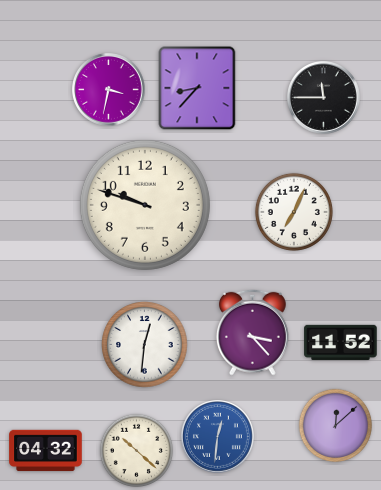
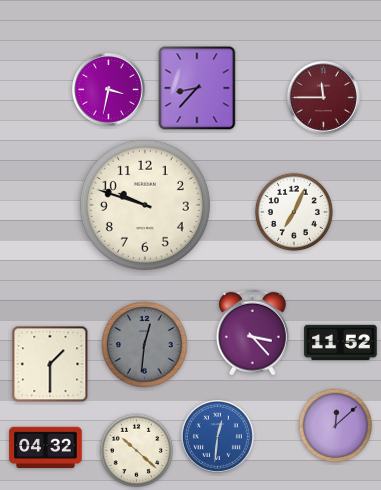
clock at (324, 98) dial: black -> burgundy
clock at (145, 345) dial: white -> grey
clock at (50, 364): none -> 1:30
clock at (46, 451) position: (46, 451) -> (46, 448)
